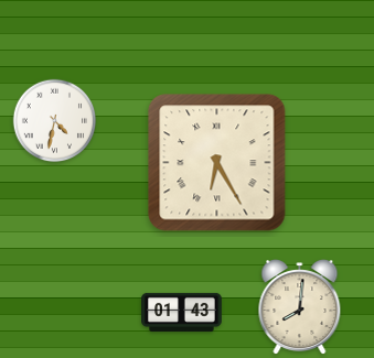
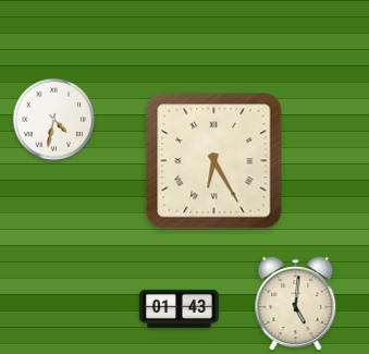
clock at (300, 307): 8:01 -> 5:01
